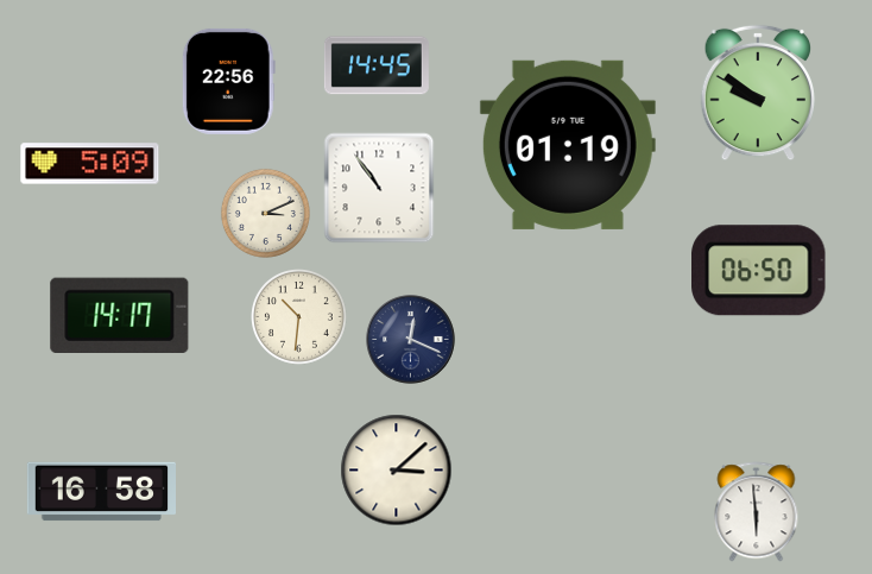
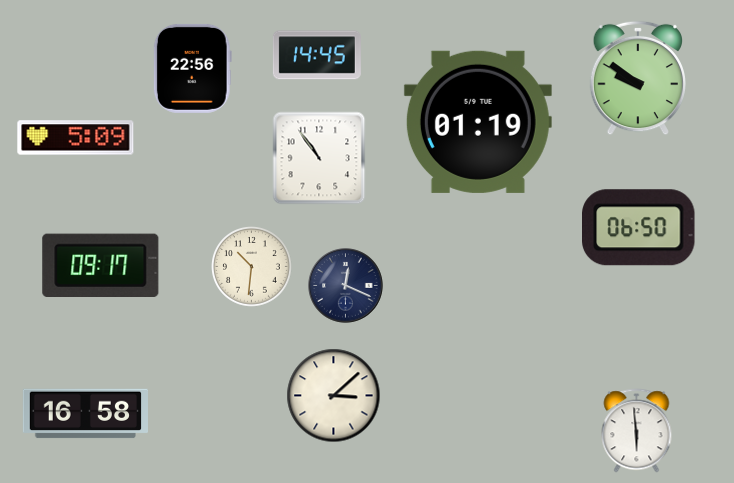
clock at (265, 213): 3:11 -> none
clock at (120, 315): 14:17 -> 09:17
